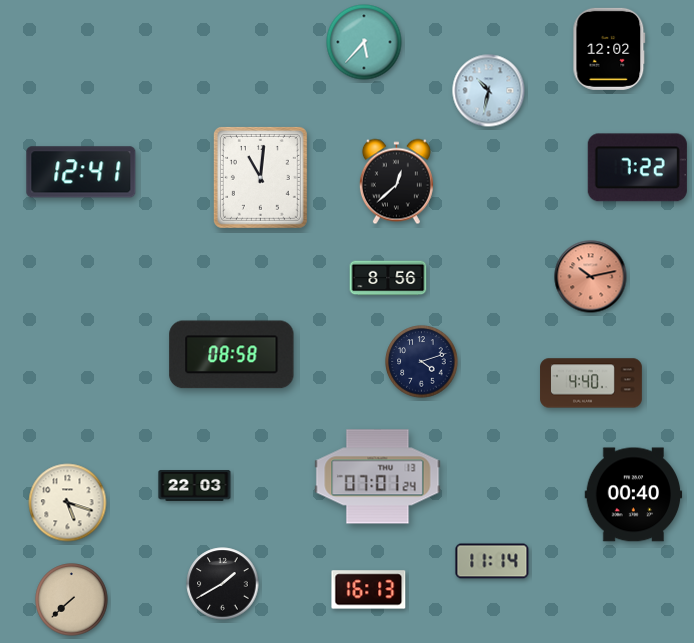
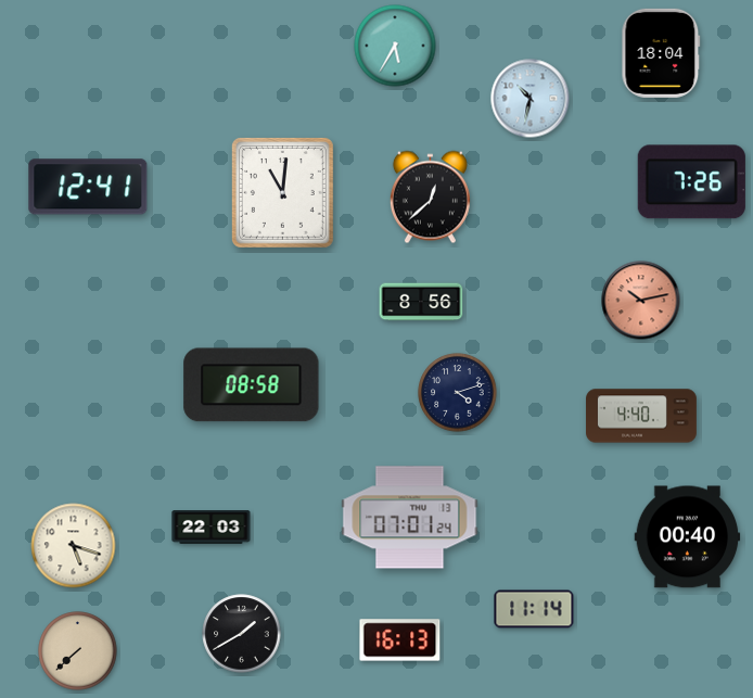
clock at (364, 42): 5:37 -> 5:35
clock at (609, 49): 12:02 -> 18:04
clock at (637, 168): 7:22 -> 7:26
